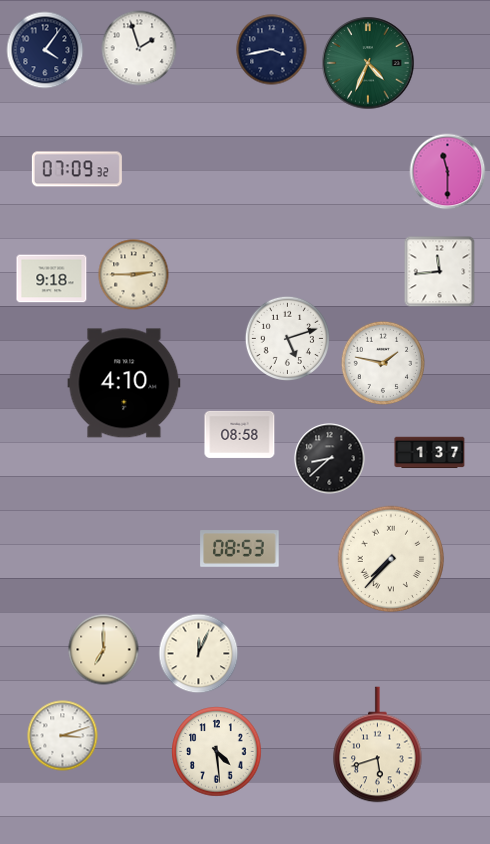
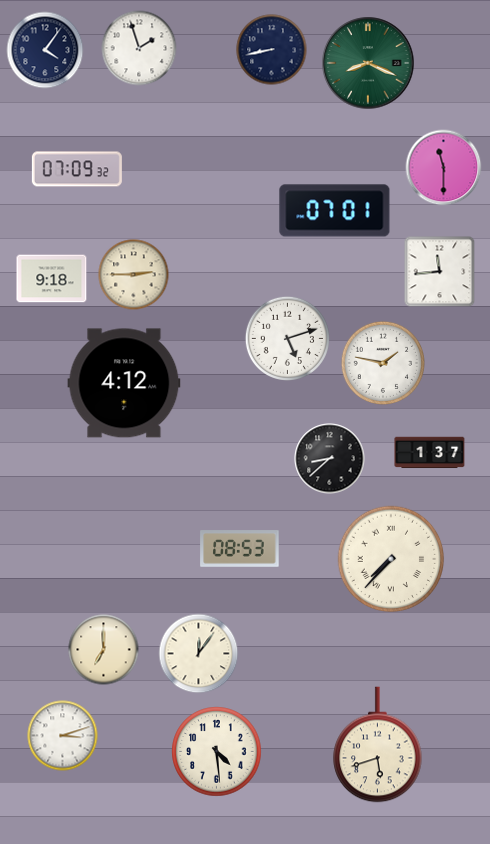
clock at (272, 50): 3:43 -> 8:43
clock at (368, 63): 4:34 -> 8:19
clock at (448, 172) position: (448, 172) -> (444, 168)
clock at (335, 211): none -> 07:01
clock at (124, 383): 4:10 -> 4:12
clock at (240, 434): 08:58 -> none
clock at (199, 654): 12:04 -> 12:06
